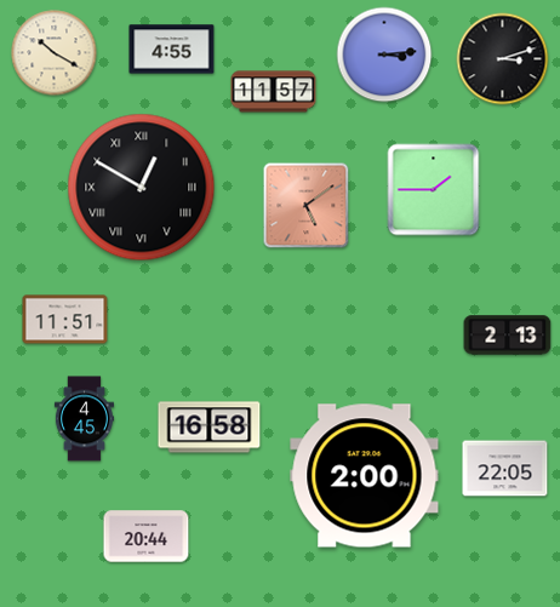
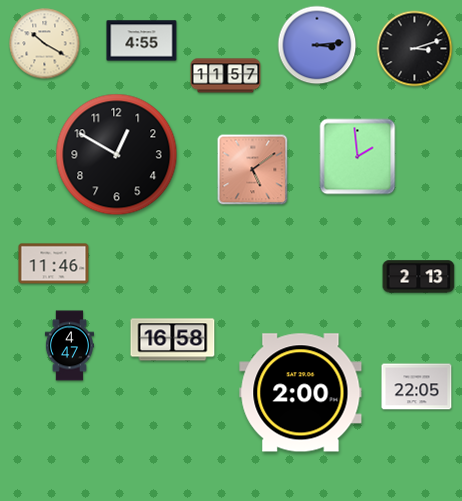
clock at (142, 188) numerals: Roman -> Arabic
clock at (434, 190): 1:45 -> 1:59
clock at (65, 320): 11:51 -> 11:46
clock at (84, 419): 4:45 -> 4:47
clock at (210, 428) position: (210, 428) -> (173, 340)
clock at (147, 537): 20:44 -> none
